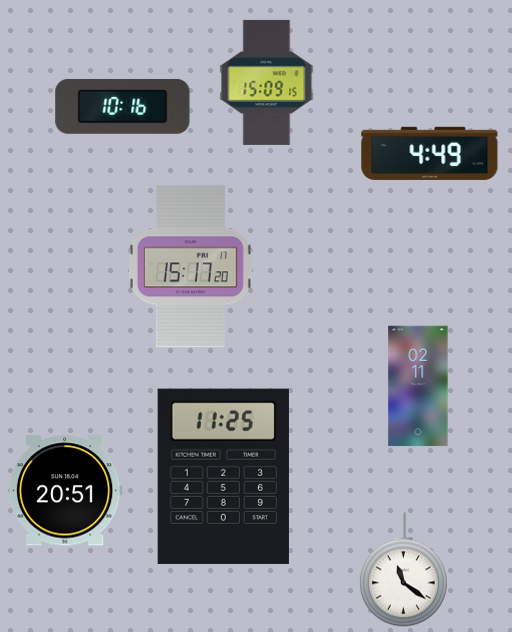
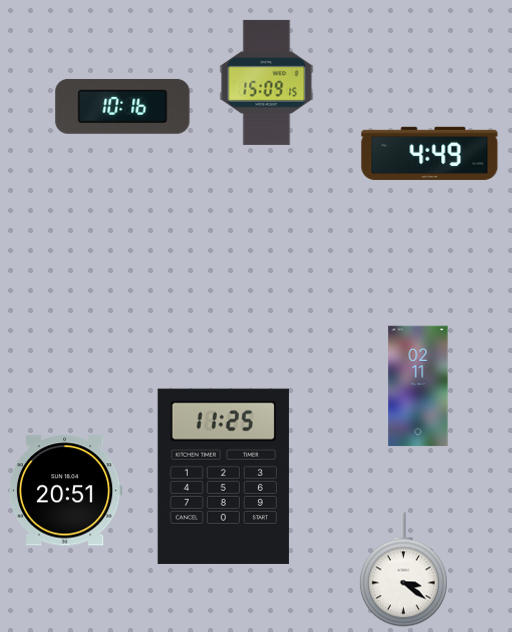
clock at (190, 267): 15:17 -> none
clock at (403, 570): 11:21 -> 3:21
